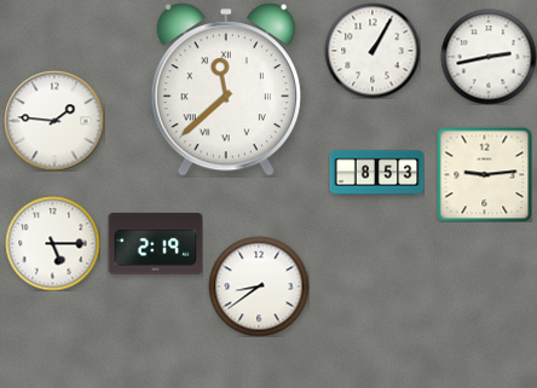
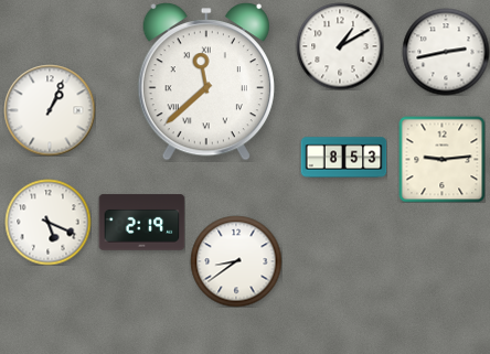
clock at (373, 51): 1:05 -> 1:10
clock at (54, 121): 1:46 -> 1:04
clock at (52, 243): 5:15 -> 5:19
